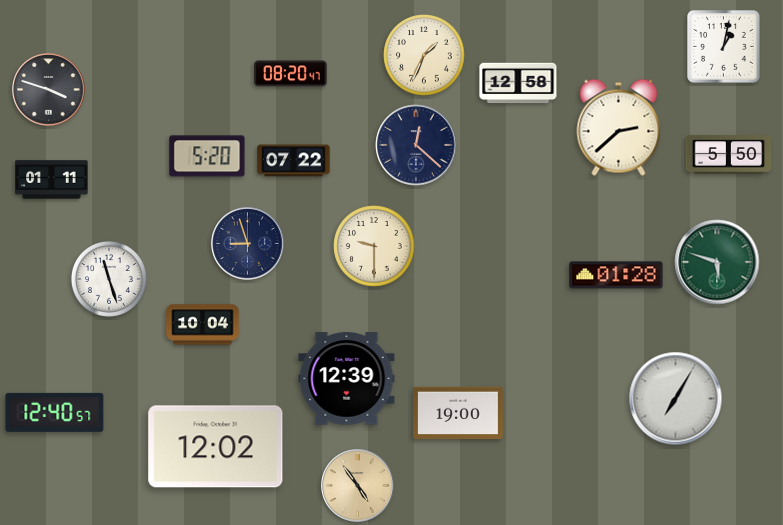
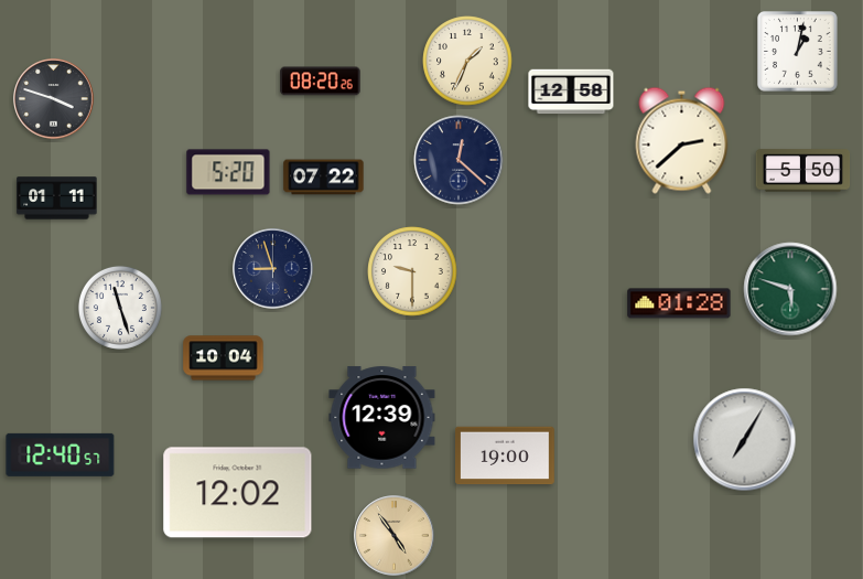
clock at (291, 74): 08:20:47 -> 08:20:26
